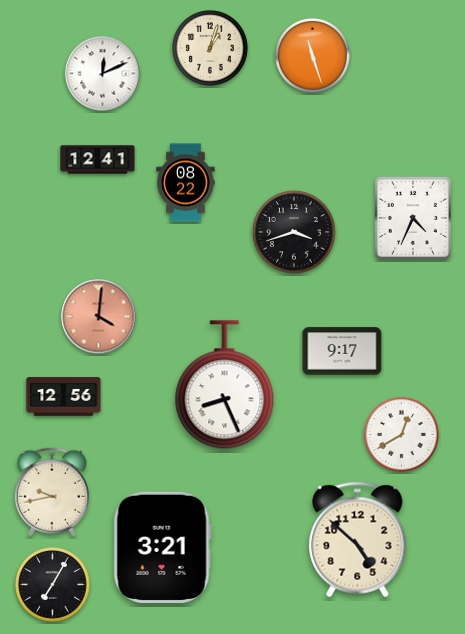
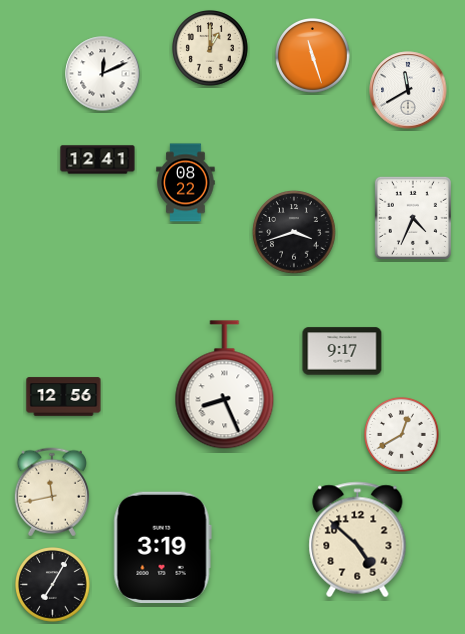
clock at (211, 49): 1:03 -> 1:00
clock at (408, 90): none -> 11:40
clock at (99, 317): 4:01 -> none
clock at (52, 492): 9:43 -> 11:43
clock at (162, 547): 3:21 -> 3:19
